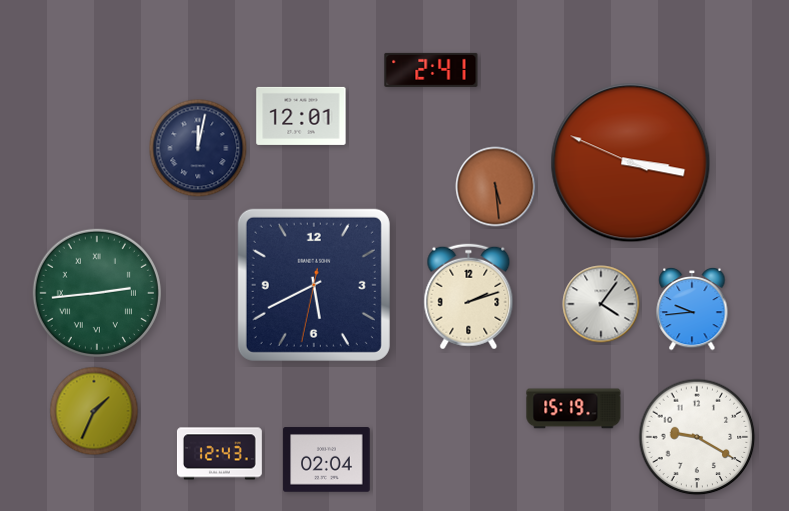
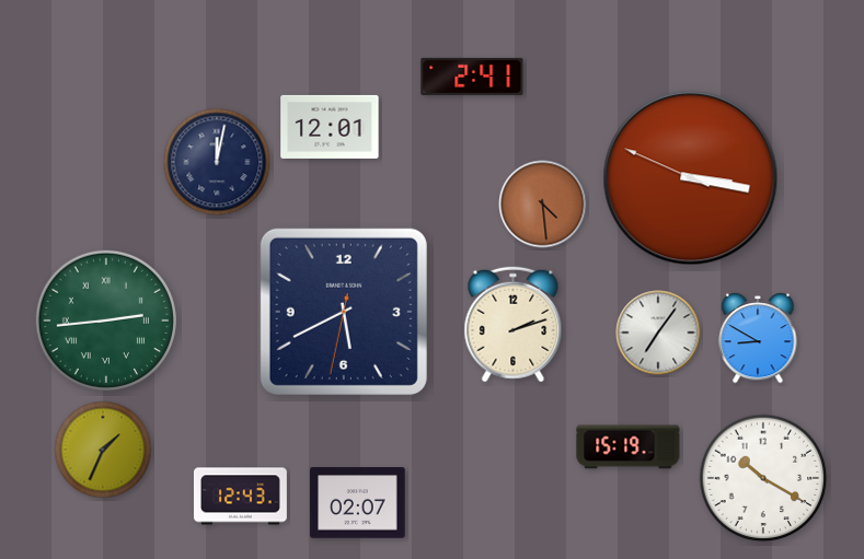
clock at (496, 187): 5:29 -> 4:29
clock at (601, 304): 4:06 -> 7:06
clock at (692, 309): 9:44 -> 8:50
clock at (697, 437): 9:20 -> 10:20
clock at (327, 460): 02:04 -> 02:07
